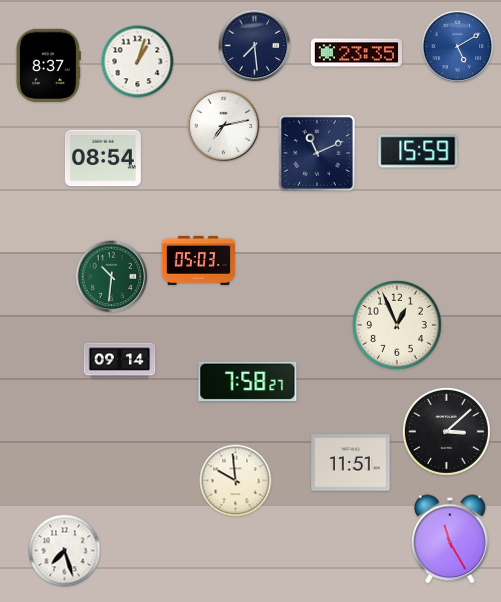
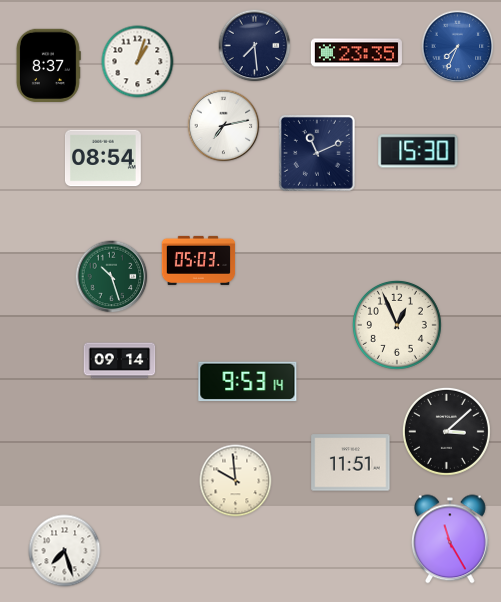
clock at (458, 47): 5:10 -> 7:34
clock at (418, 151): 15:59 -> 15:30
clock at (112, 277): 10:31 -> 10:27
clock at (248, 382): 7:58 -> 9:53
